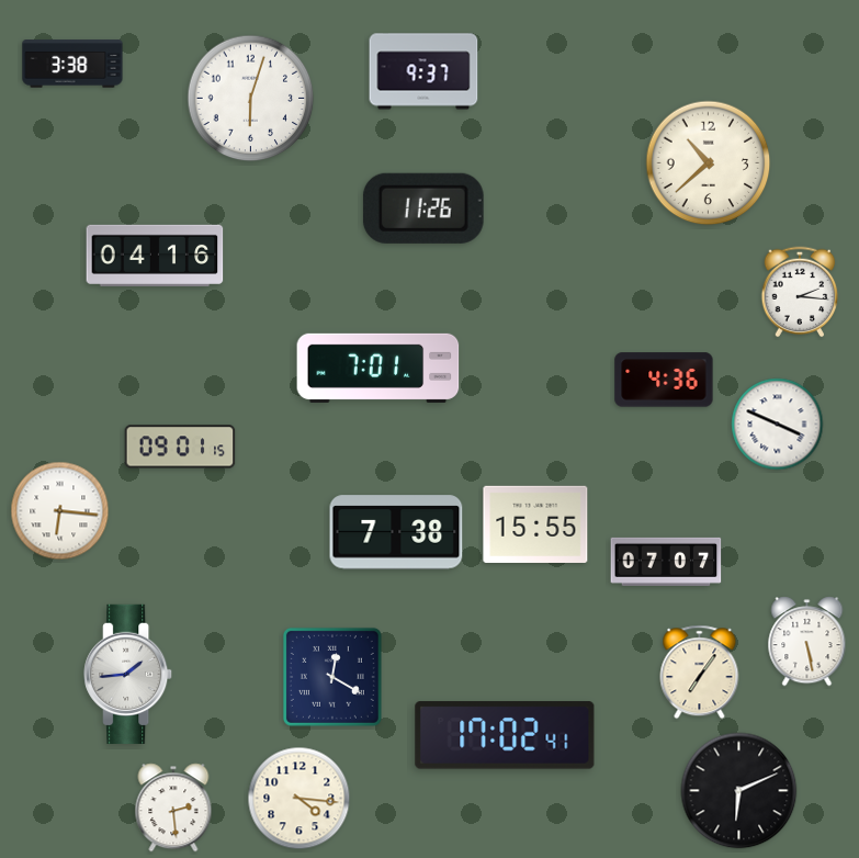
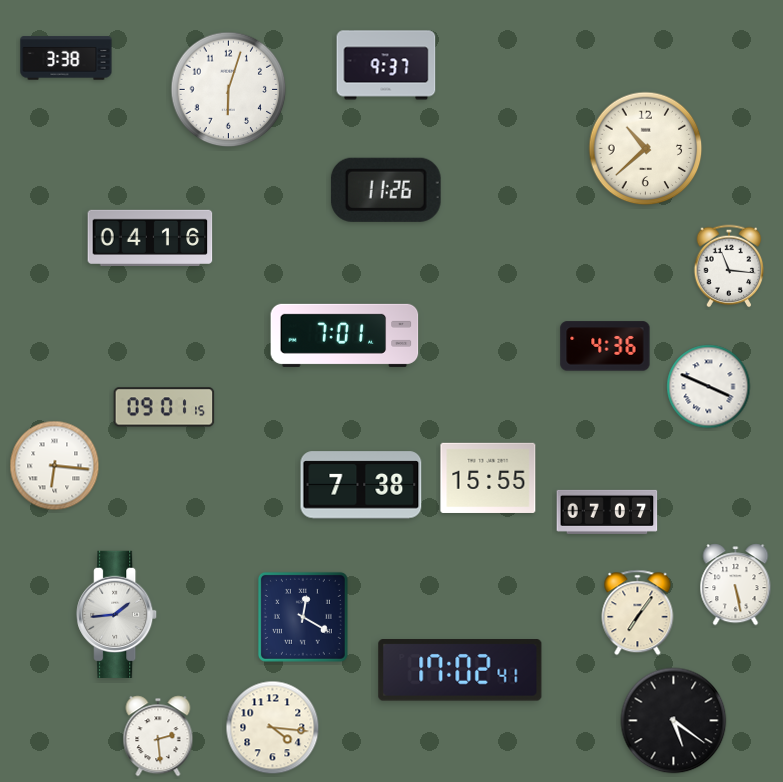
clock at (155, 256) position: (155, 256) -> (150, 238)
clock at (800, 292): 2:16 -> 11:16
clock at (739, 791): 6:11 -> 5:21
